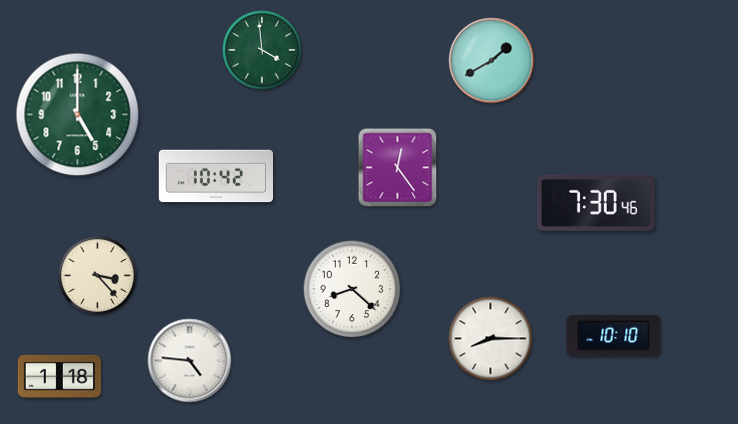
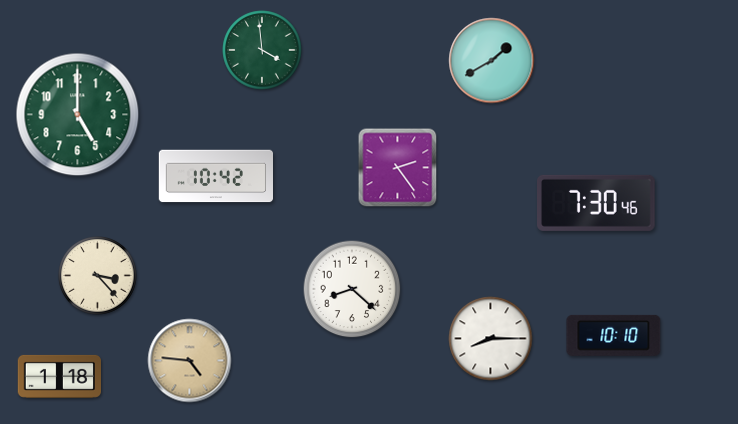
clock at (398, 168): 12:24 -> 2:24
clock at (190, 361) dial: white -> champagne
